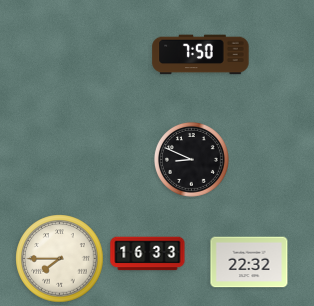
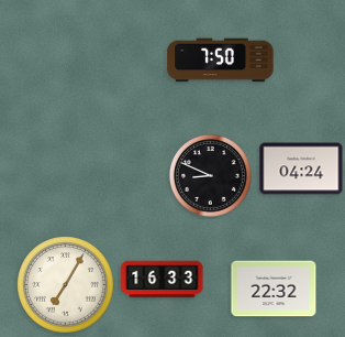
clock at (301, 168): none -> 04:24
clock at (60, 259): 7:45 -> 7:05
